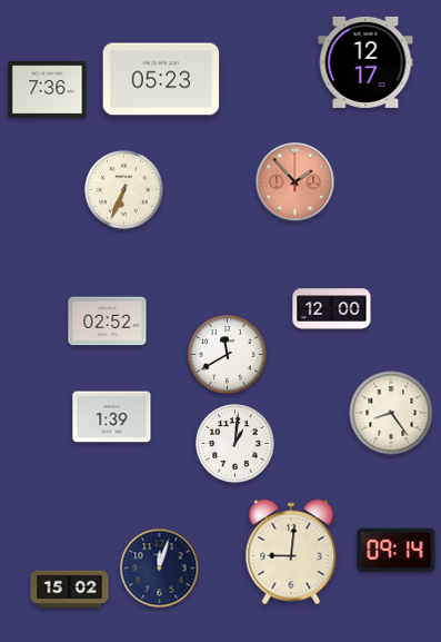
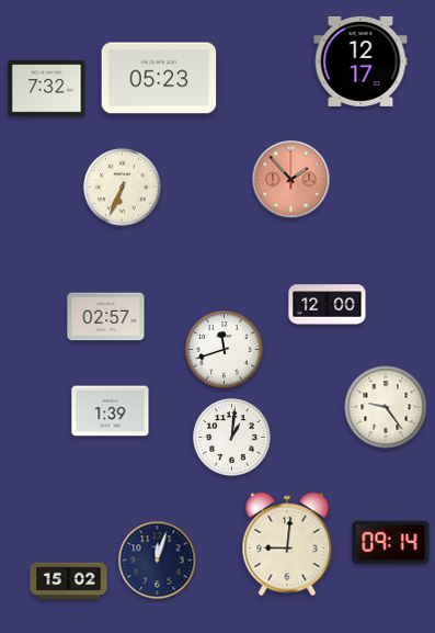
clock at (48, 90): 7:36 -> 7:32
clock at (108, 322): 02:52 -> 02:57
clock at (228, 355): 11:40 -> 11:42
clock at (391, 413): 8:24 -> 9:24
